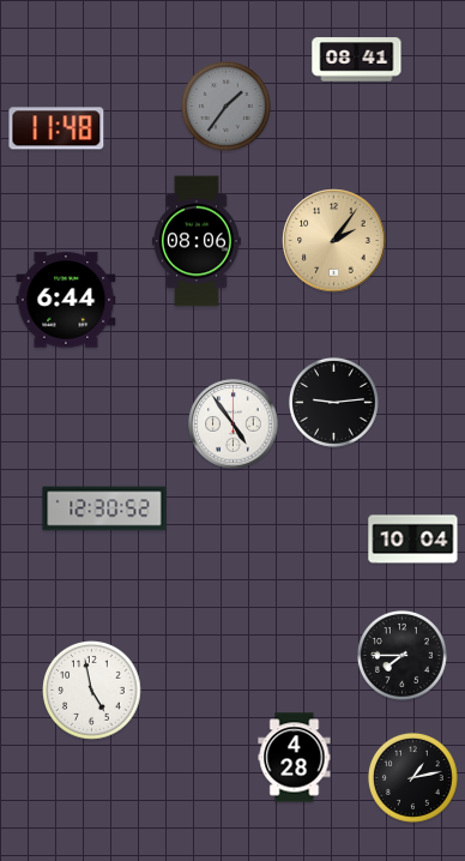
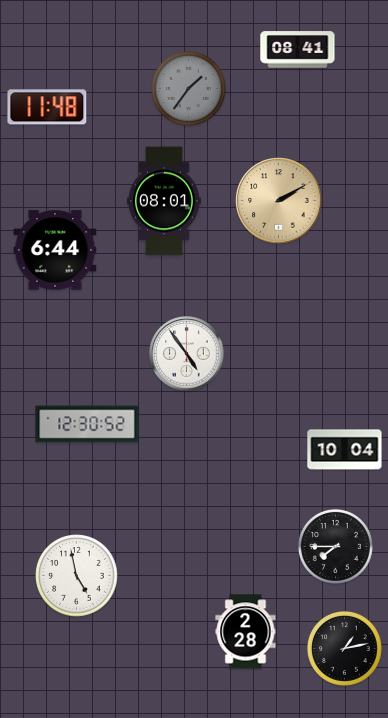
clock at (197, 241): 08:06 -> 08:01
clock at (334, 241): 2:06 -> 2:10
clock at (333, 402): 9:14 -> none
clock at (234, 425) position: (234, 425) -> (187, 354)
clock at (295, 758): 4:28 -> 2:28
